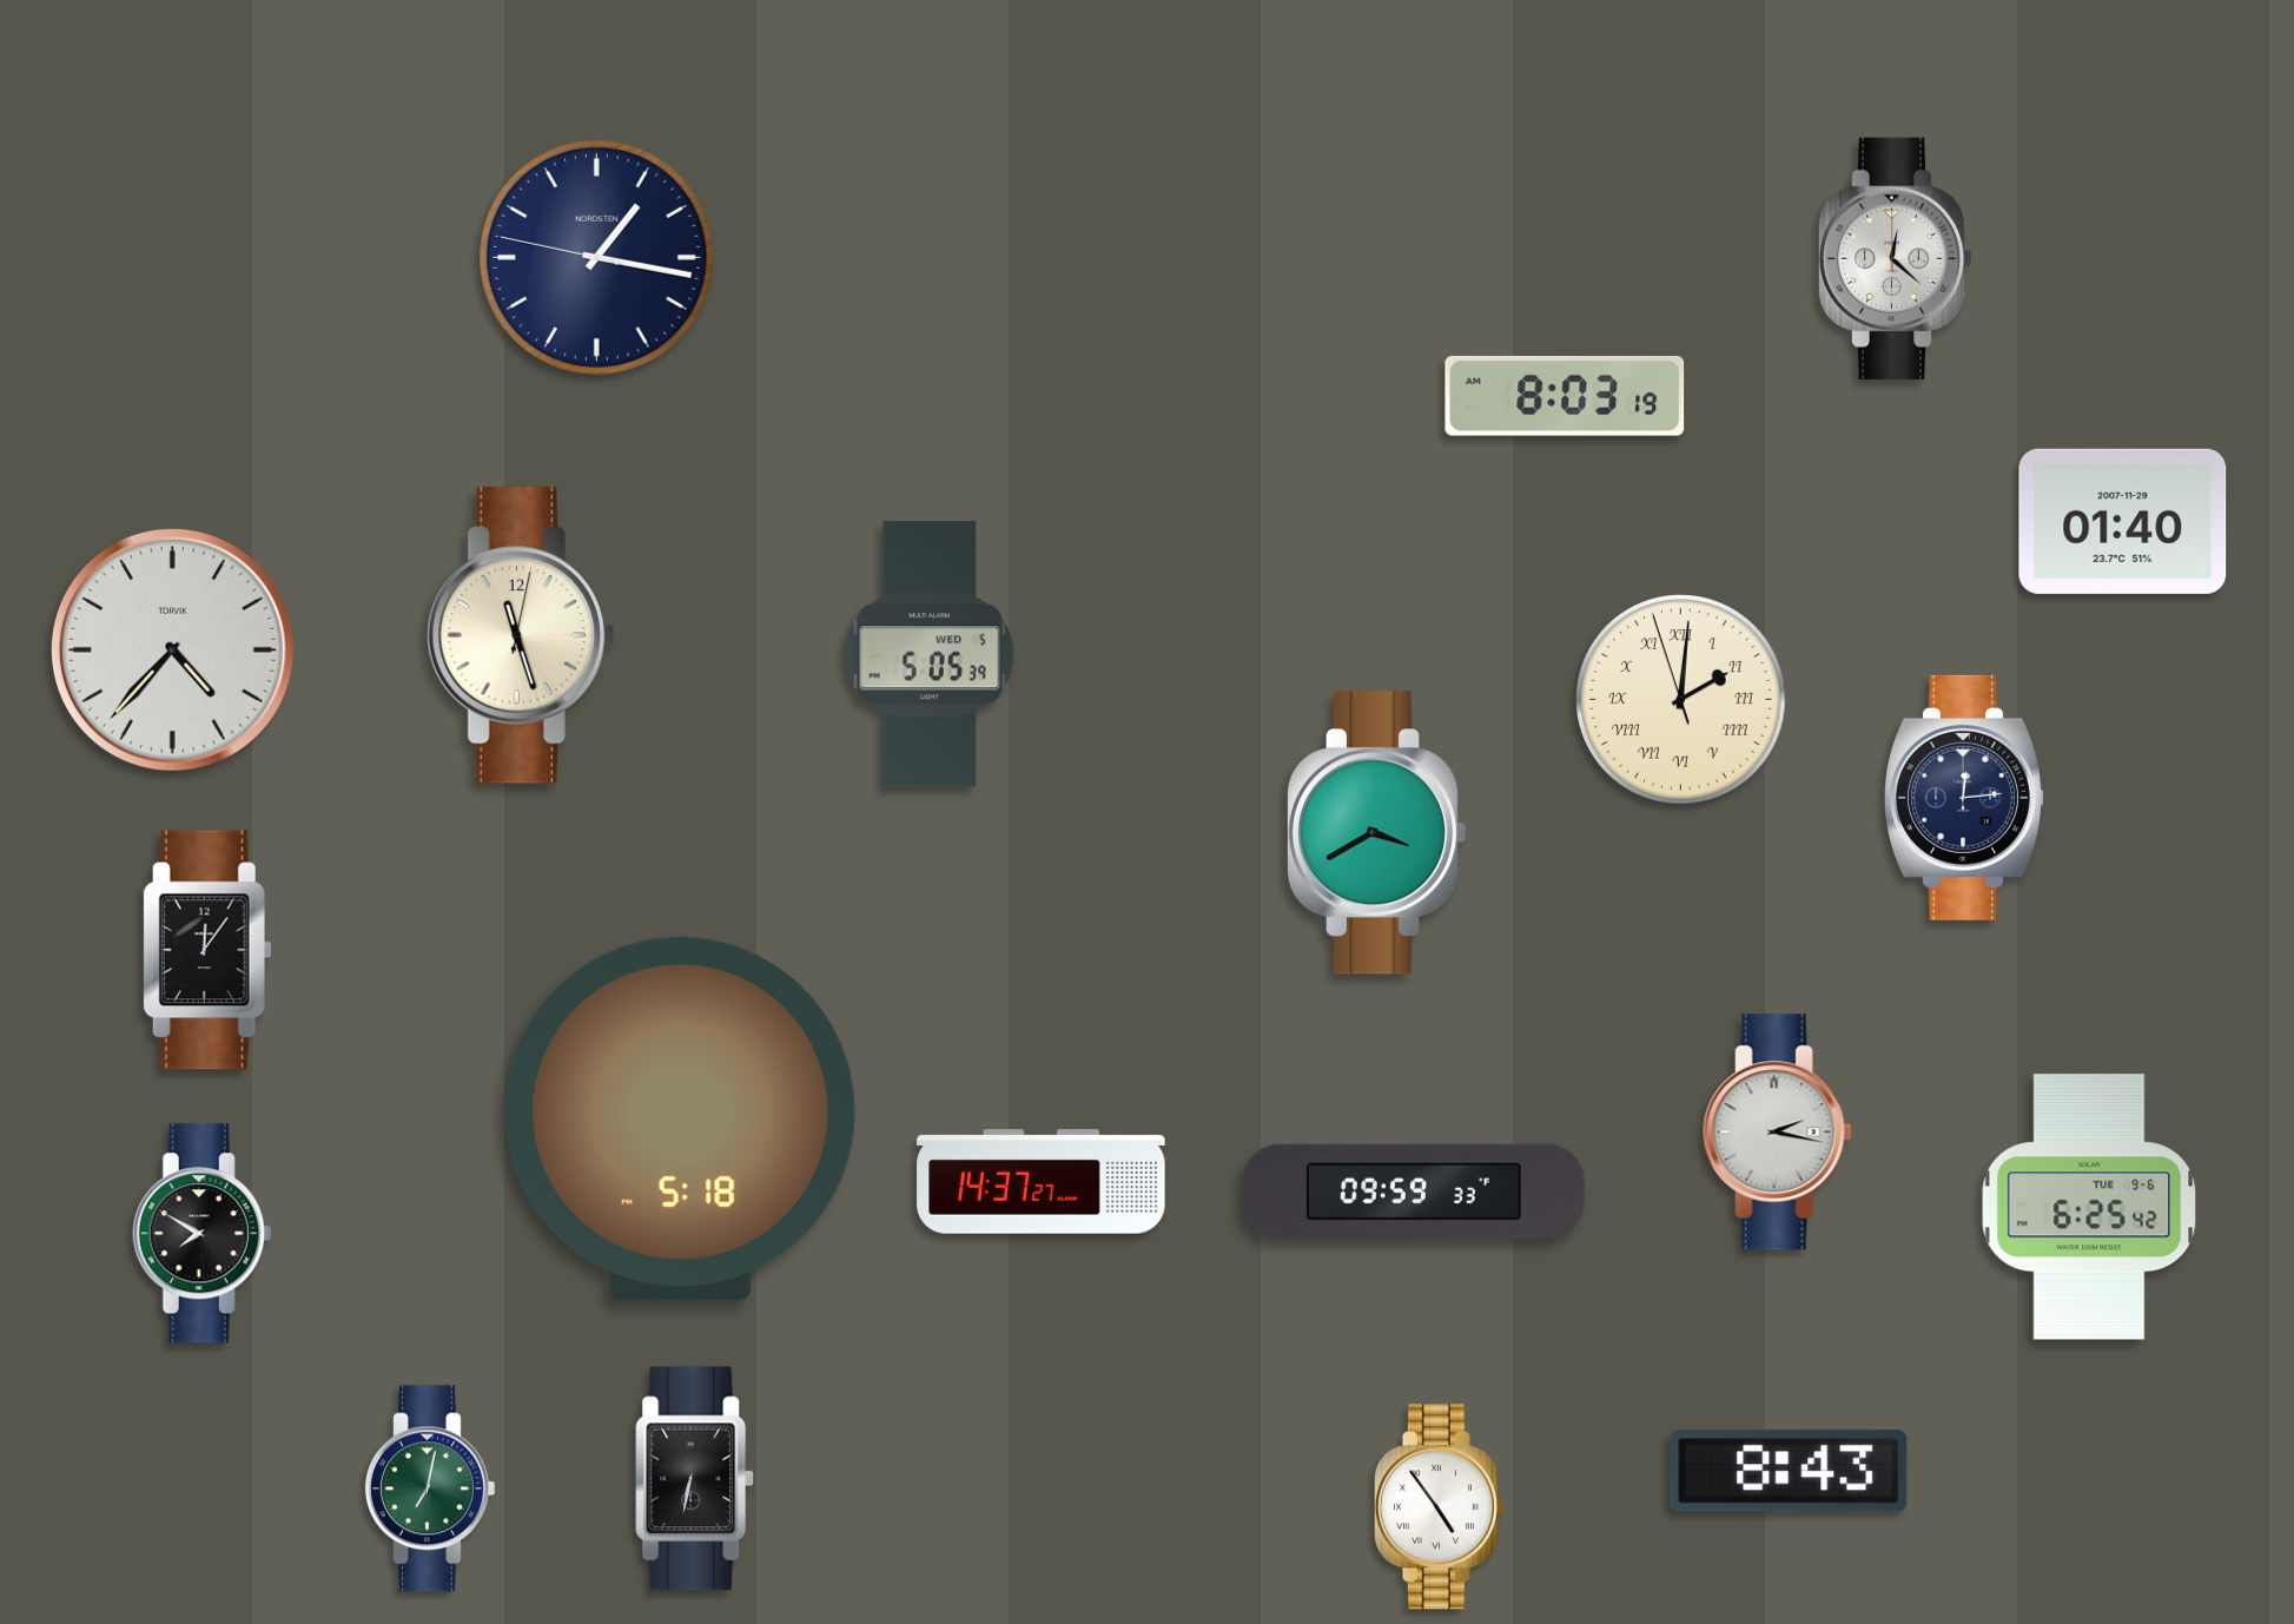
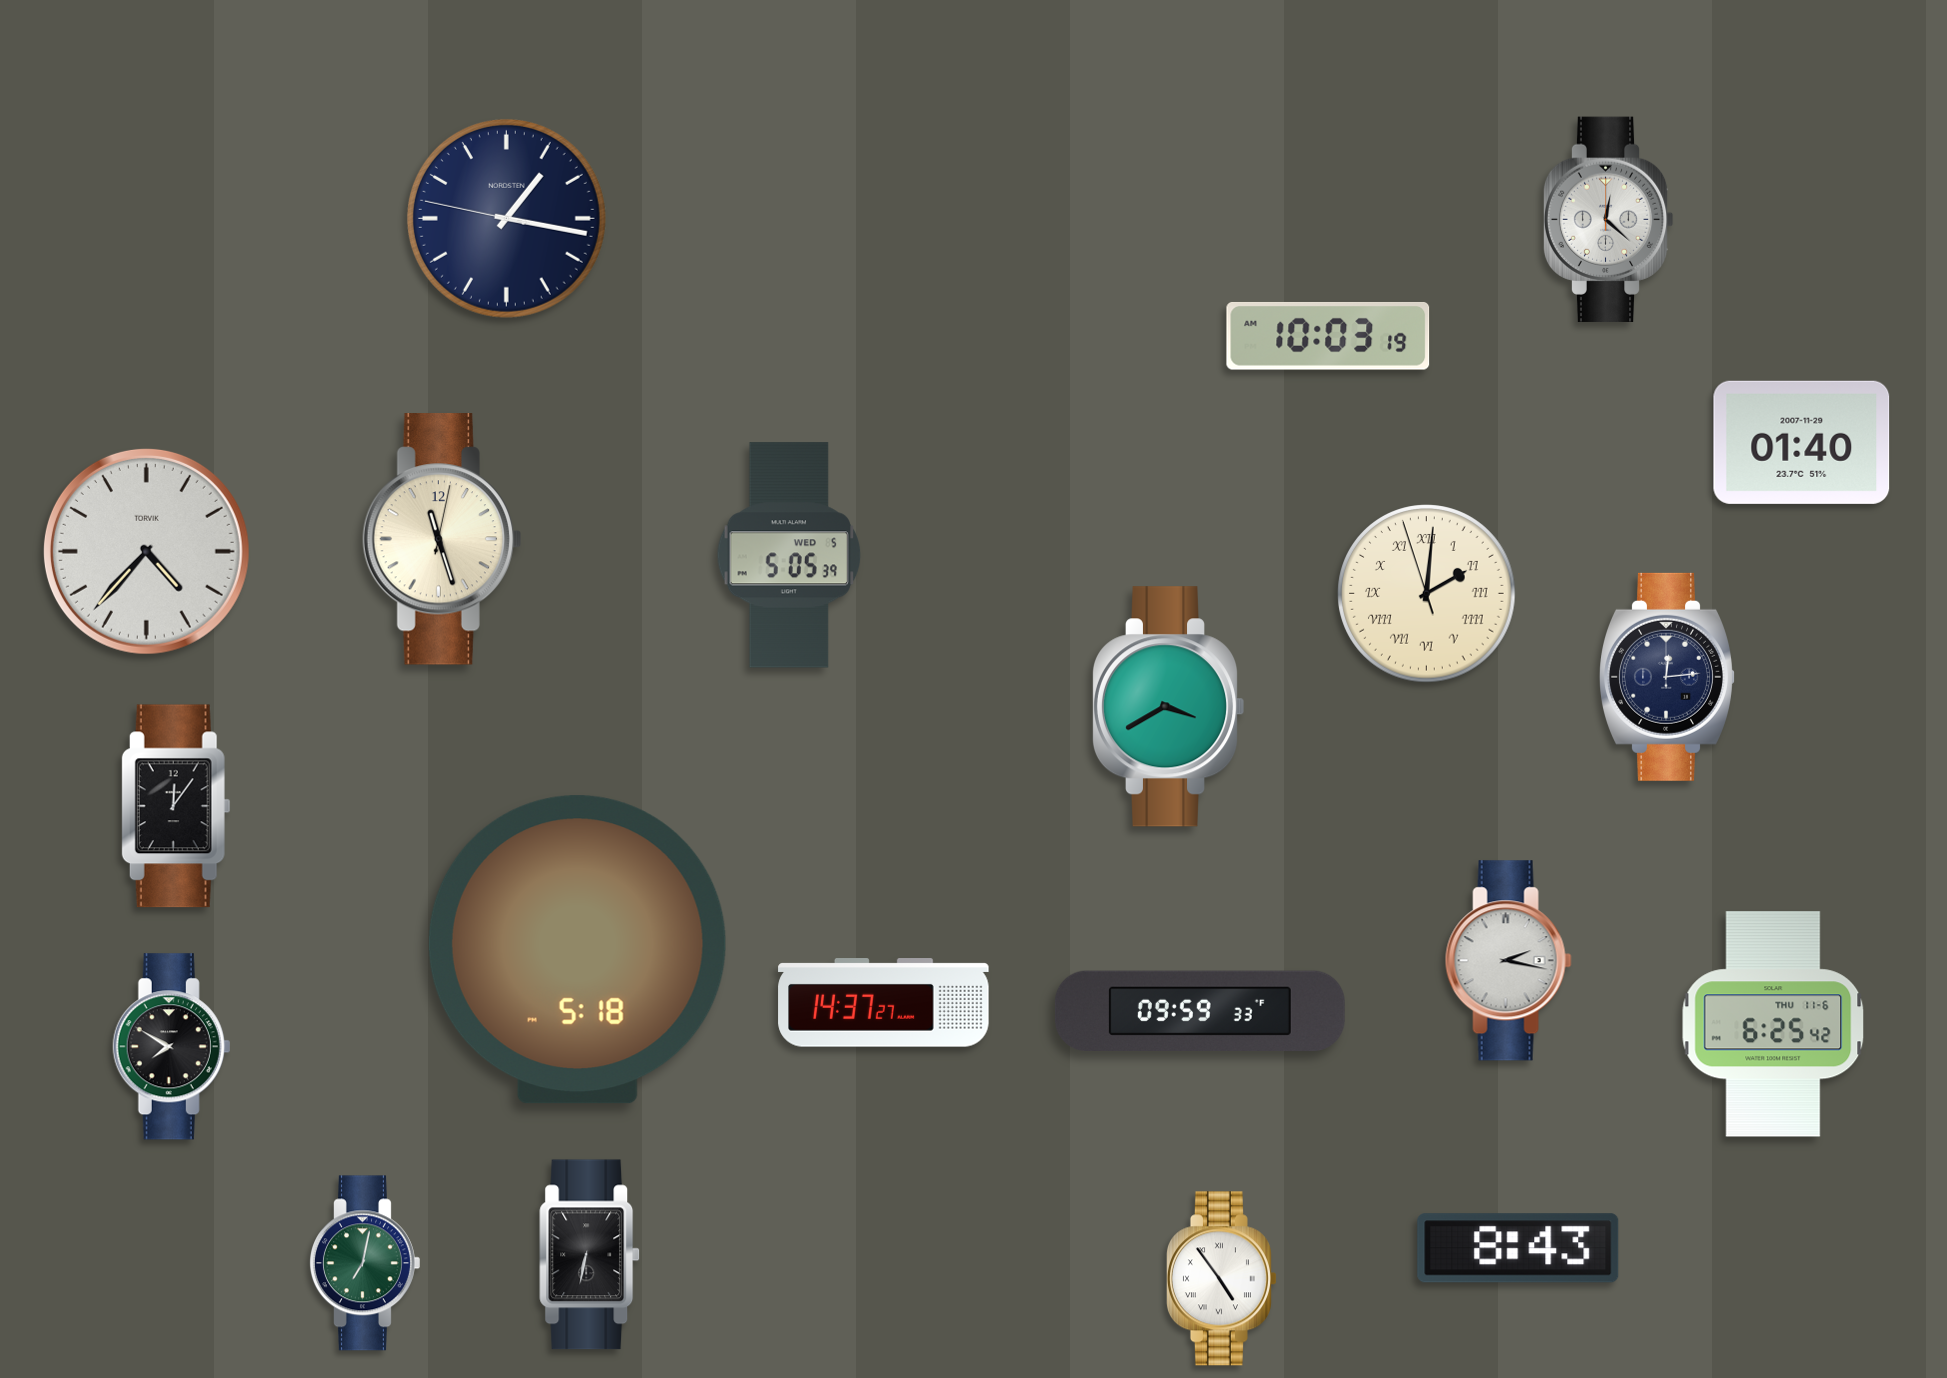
clock at (1565, 396): 8:03 -> 10:03
clock at (2089, 1207) date: TUE 9-6 -> THU 11-6
